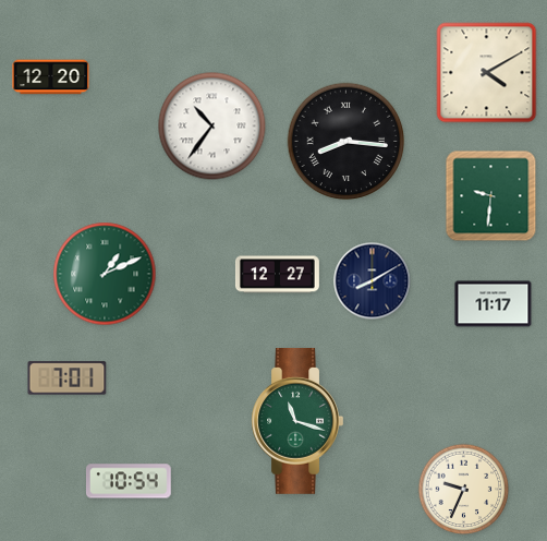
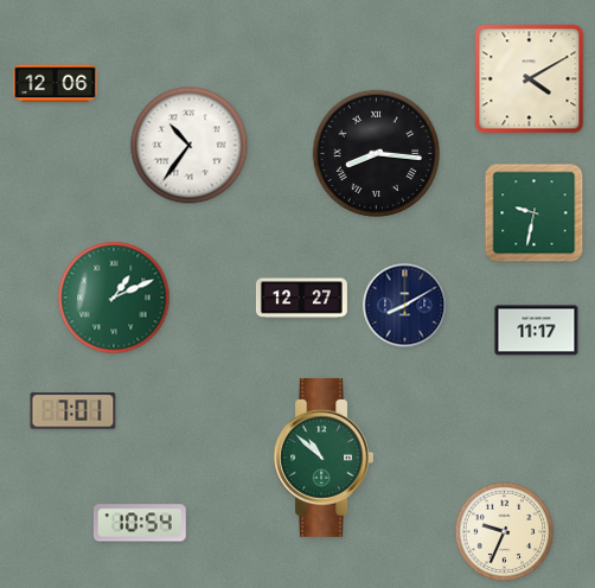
clock at (51, 77): 12:20 -> 12:06
clock at (212, 127) position: (212, 127) -> (190, 146)
clock at (491, 196): 9:31 -> 9:32
clock at (297, 421): 11:18 -> 10:52
